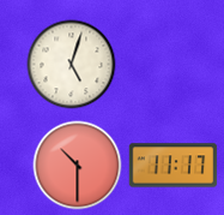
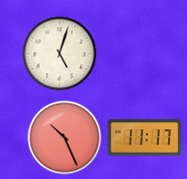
clock at (78, 166): 10:30 -> 10:26
